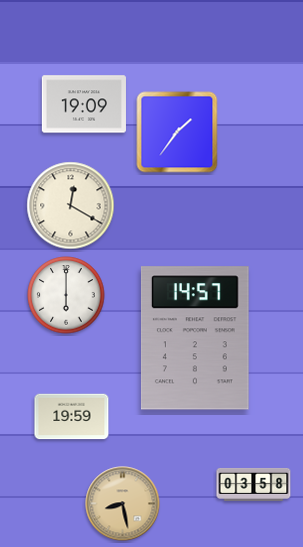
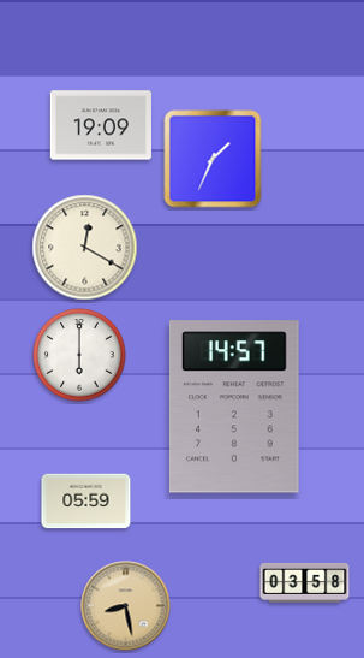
clock at (177, 132): 1:36 -> 1:34
clock at (72, 417): 19:59 -> 05:59
clock at (123, 504) position: (123, 504) -> (126, 606)
